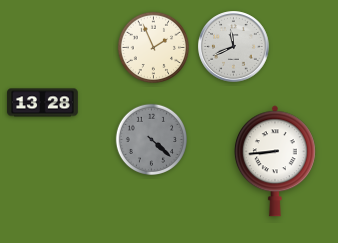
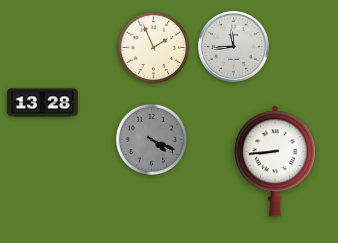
clock at (234, 47): 11:41 -> 11:44
clock at (151, 139): 4:22 -> 4:19
